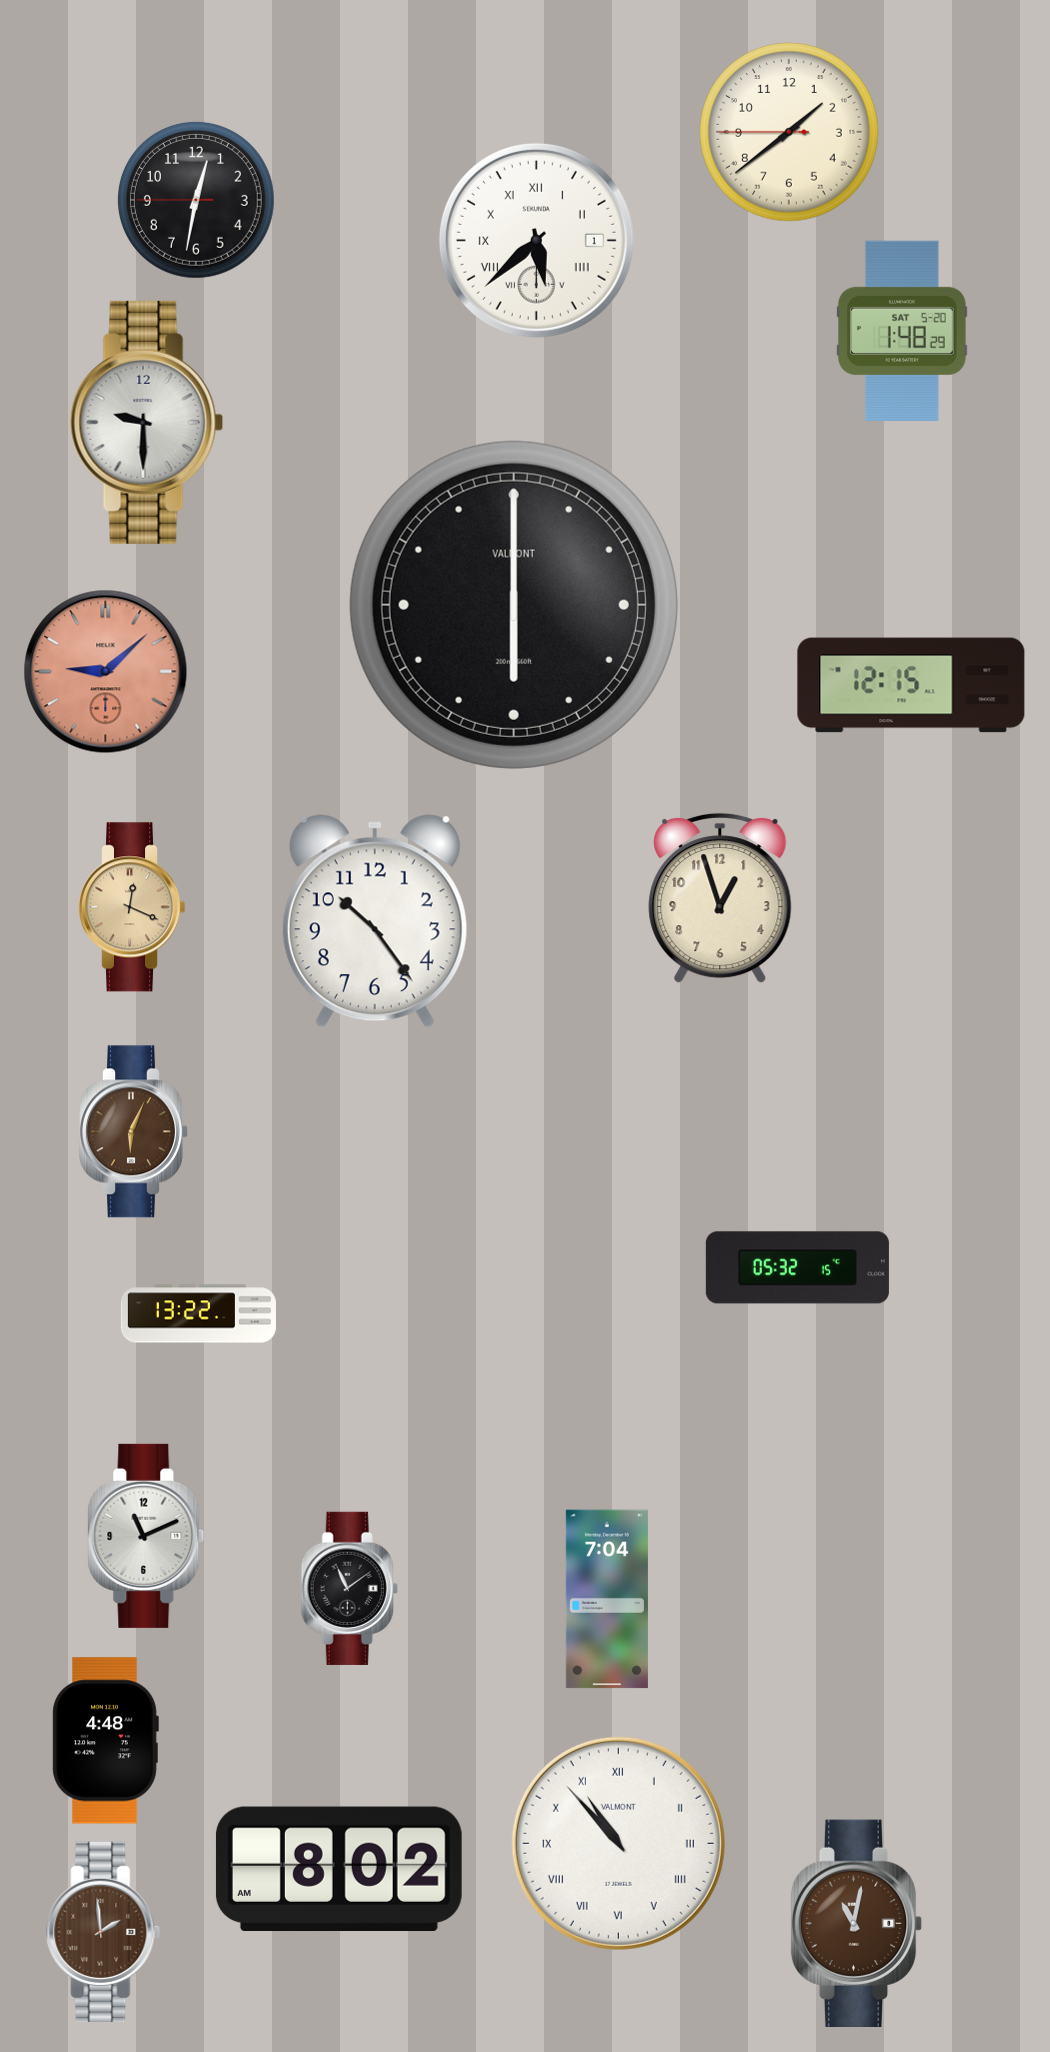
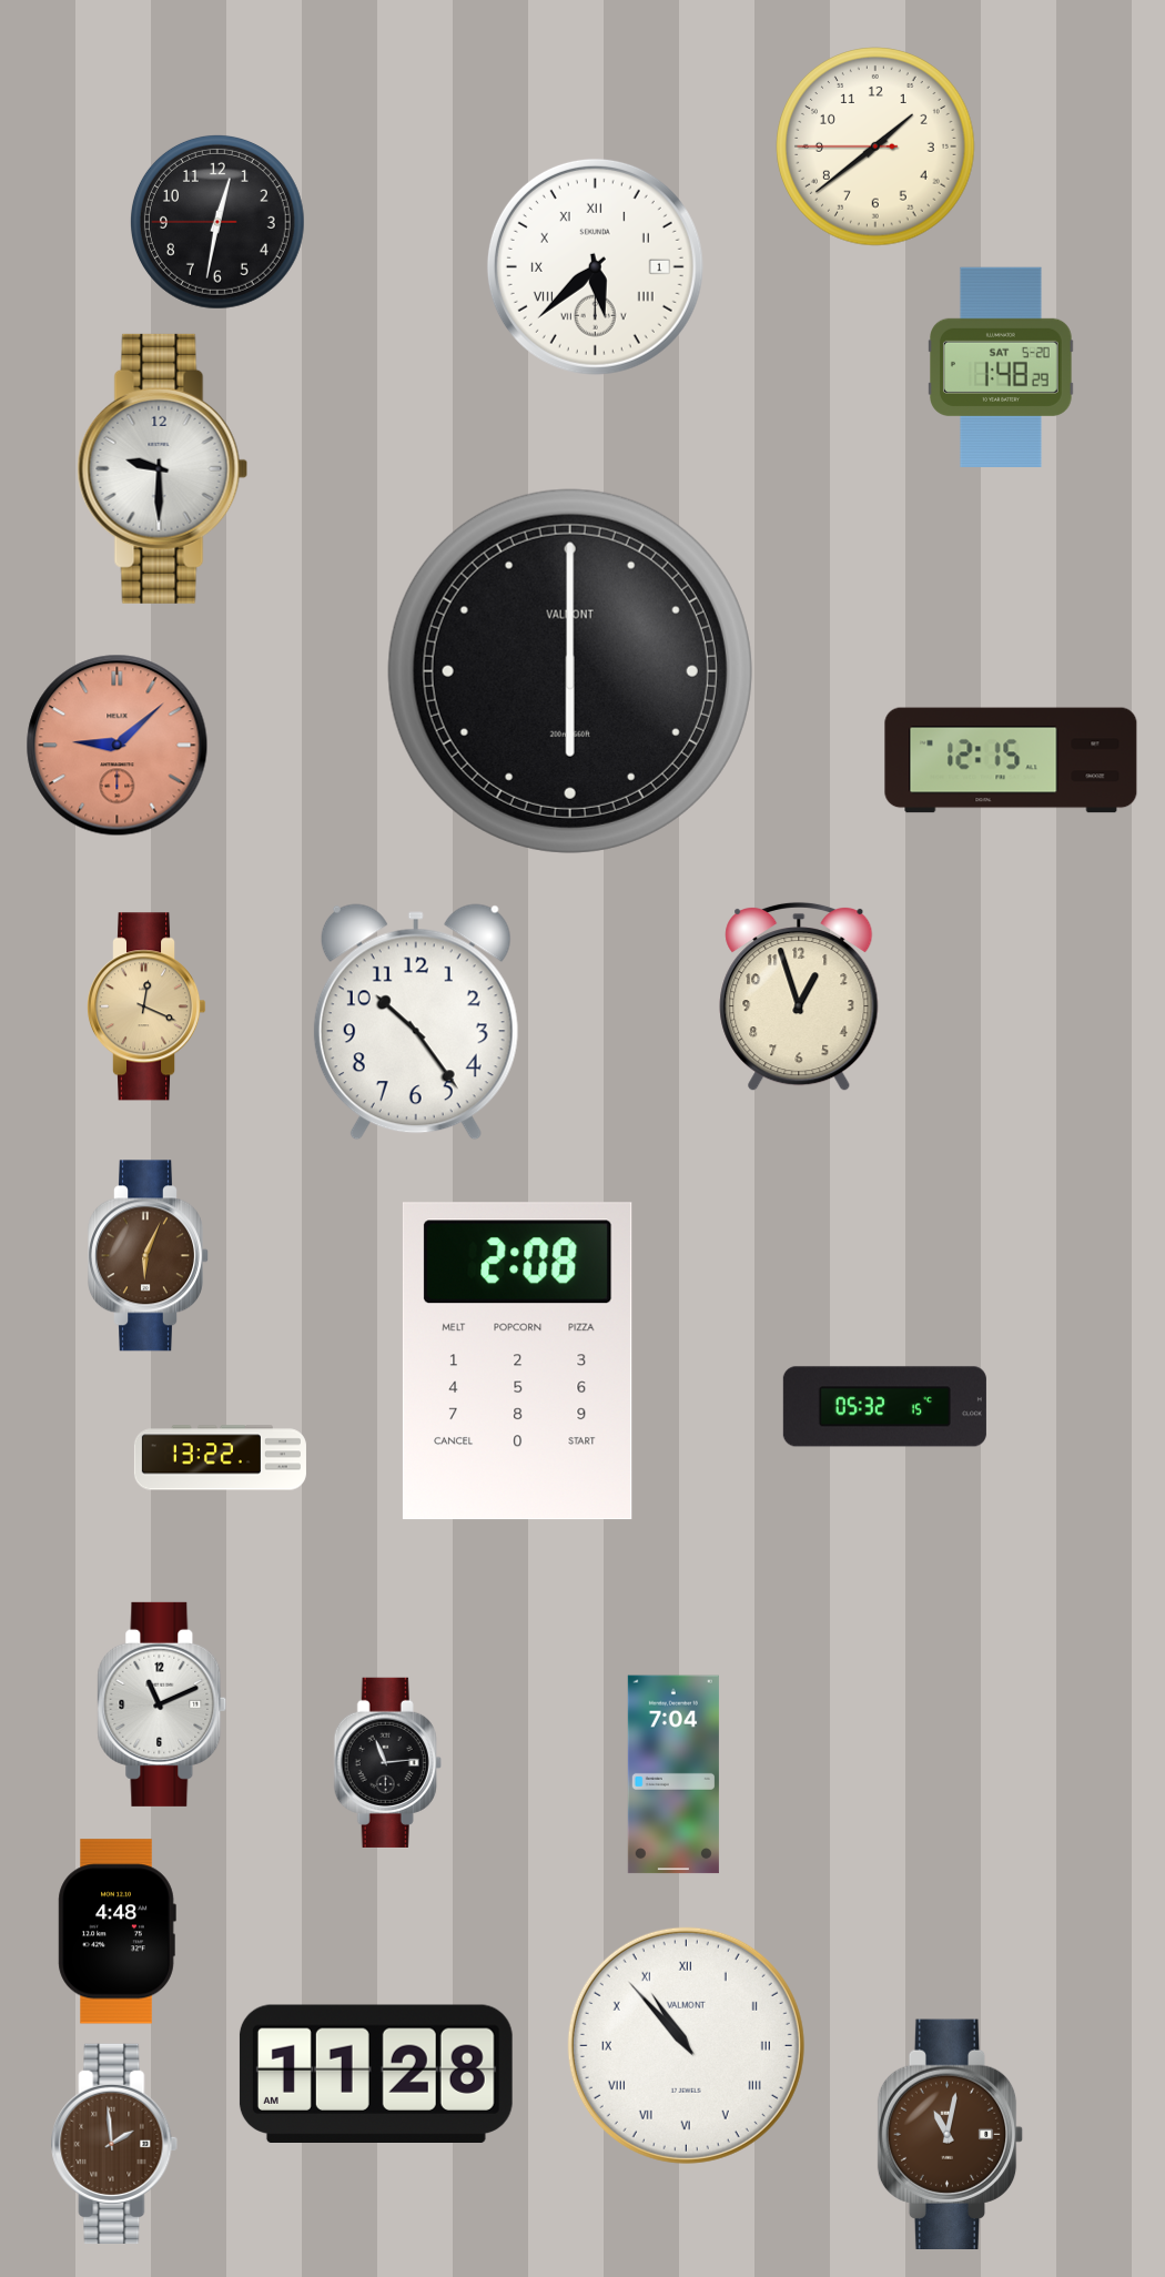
clock at (517, 1362): none -> 2:08
clock at (349, 1588): 11:09 -> 11:14
clock at (339, 1868): 8:02 -> 11:28
